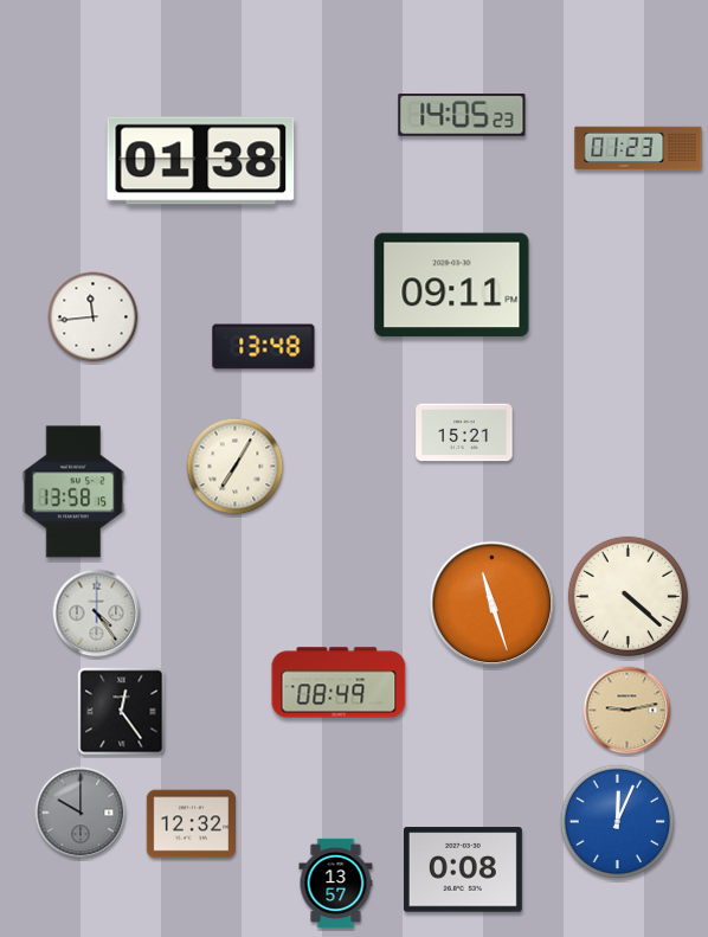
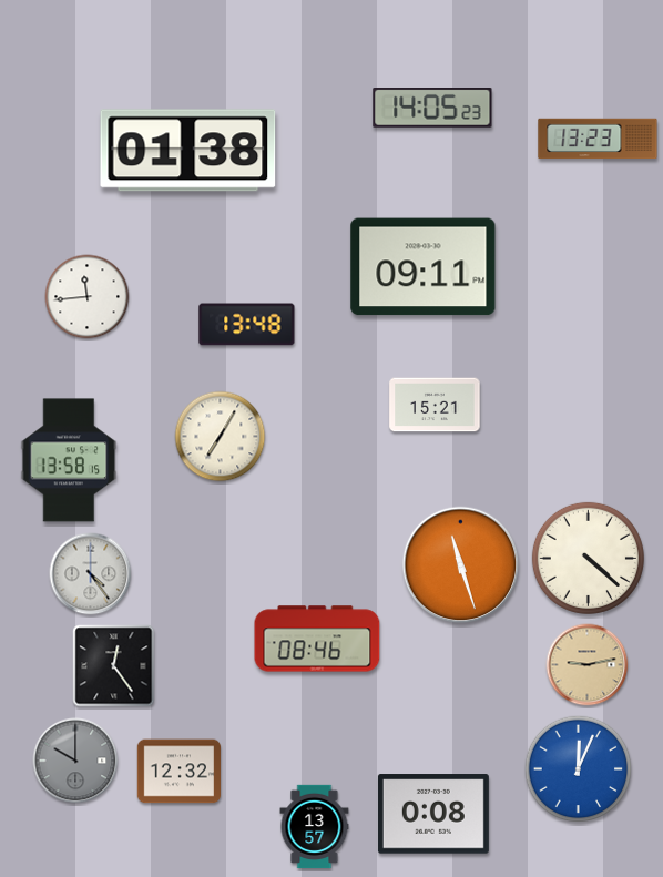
clock at (638, 148): 01:23 -> 13:23
clock at (339, 682): 08:49 -> 08:46
